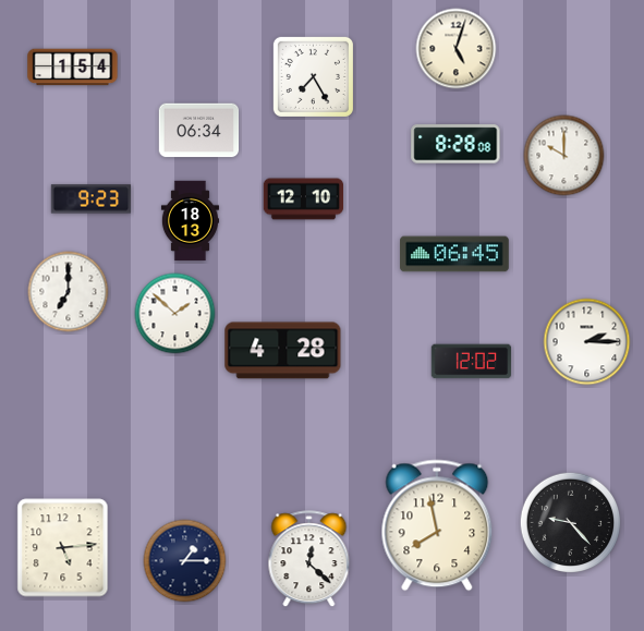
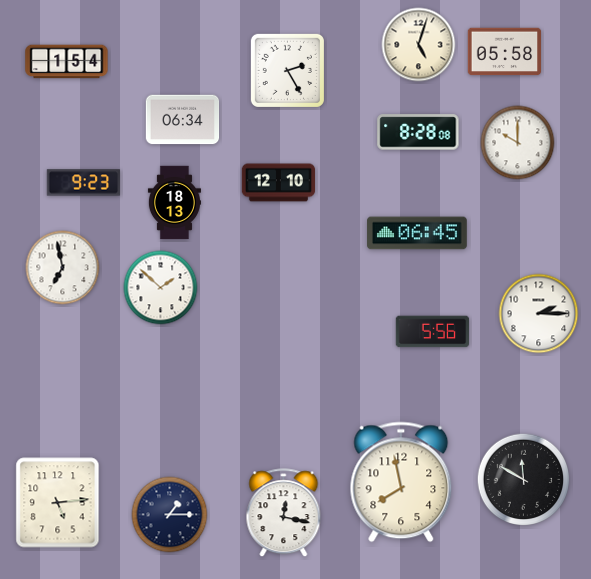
clock at (505, 52): none -> 05:58
clock at (313, 76): 7:25 -> 2:25
clock at (69, 292): 7:00 -> 6:58
clock at (283, 351): 4:28 -> none
clock at (472, 362): 12:02 -> 5:56
clock at (571, 523): 9:23 -> 11:50
clock at (309, 559): 12:22 -> 12:17
